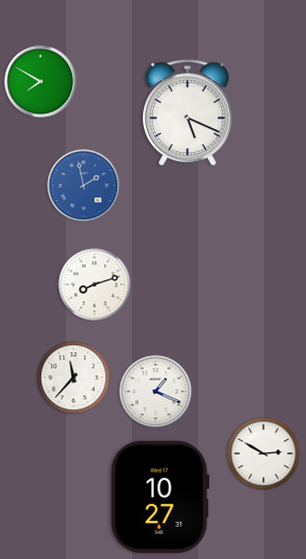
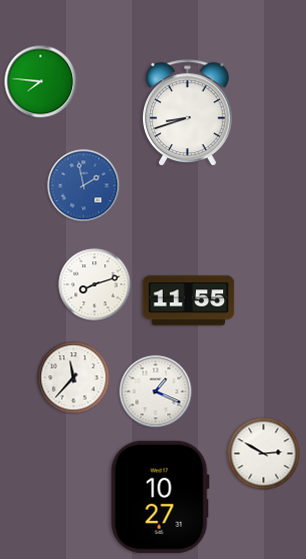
clock at (41, 82): 7:50 -> 7:46
clock at (187, 113): 5:19 -> 8:42
clock at (189, 301): none -> 11:55
